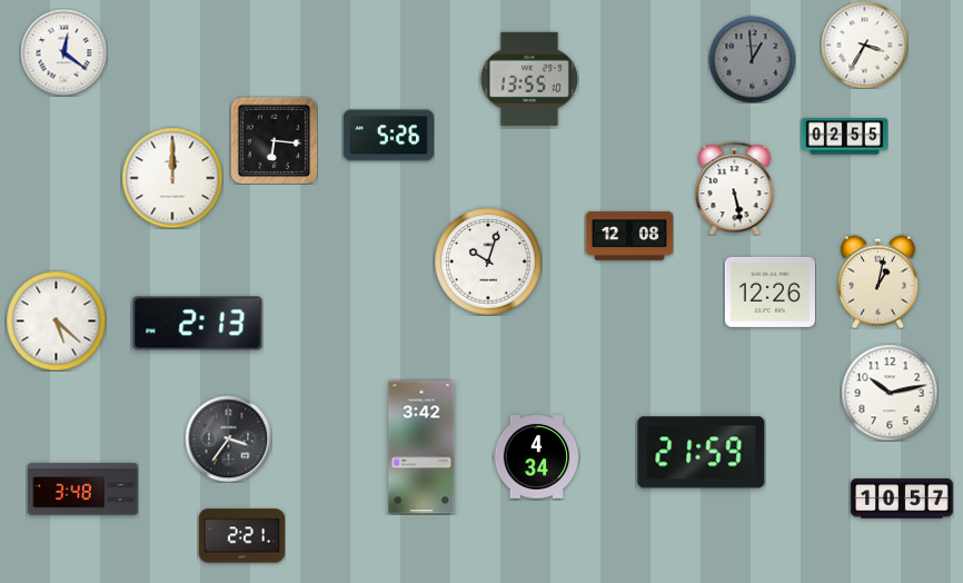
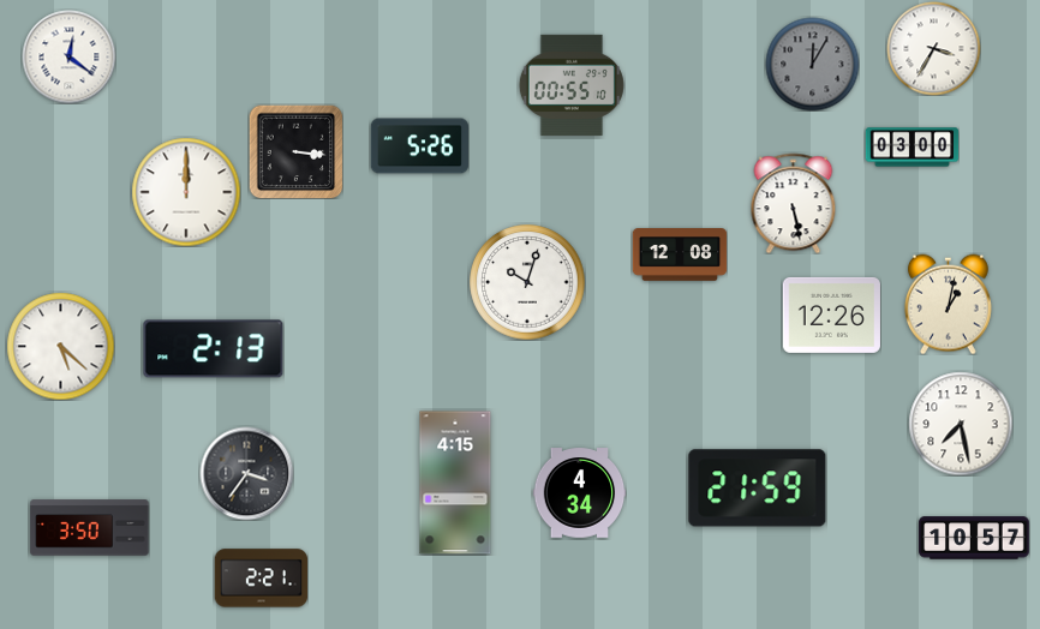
clock at (752, 59): 12:59 -> 12:05
clock at (529, 79): 13:55 -> 00:55
clock at (844, 137): 02:55 -> 03:00
clock at (274, 140): 6:16 -> 3:16
clock at (890, 393): 10:13 -> 7:28
clock at (421, 447): 3:42 -> 4:15
clock at (83, 490): 3:48 -> 3:50
